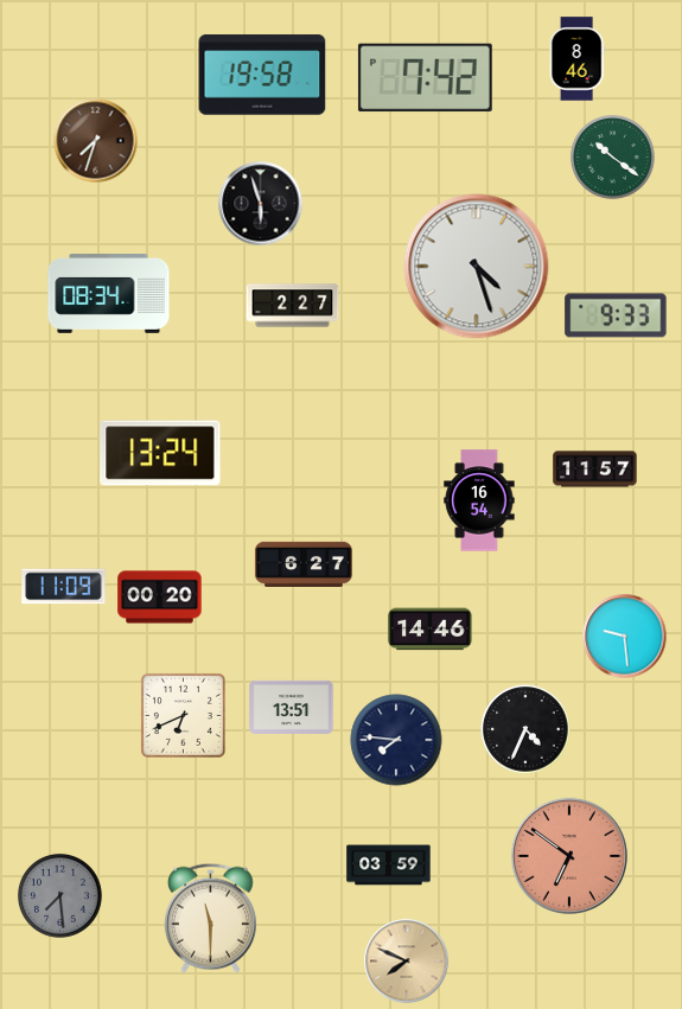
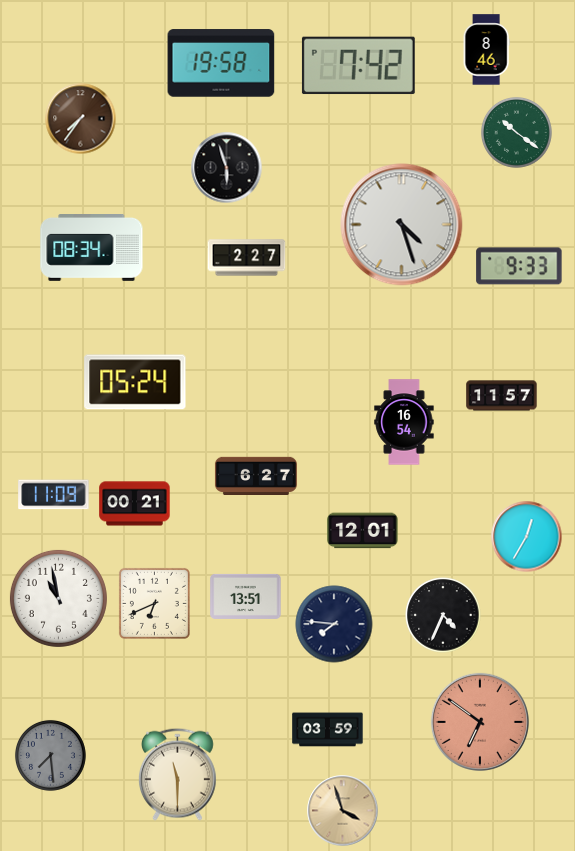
clock at (96, 141): 7:33 -> 7:36
clock at (261, 204) position: (261, 204) -> (227, 168)
clock at (160, 453): 13:24 -> 05:24
clock at (160, 598): 00:20 -> 00:21
clock at (431, 630): 14:46 -> 12:01
clock at (625, 637): 9:29 -> 12:35
clock at (58, 598): none -> 10:58
clock at (407, 962): 7:49 -> 3:57
